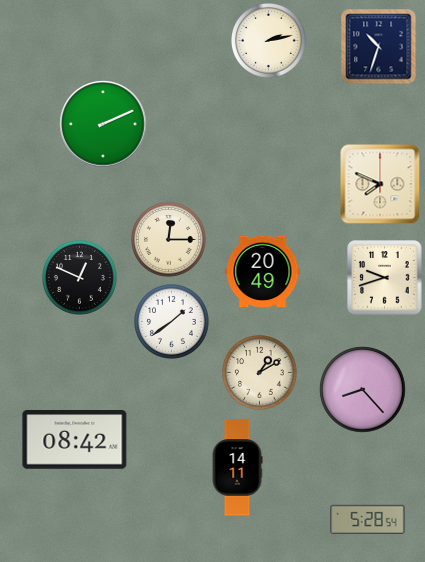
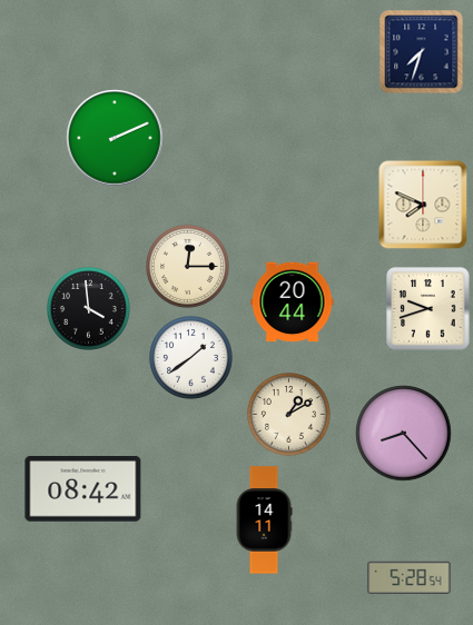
clock at (269, 41): 2:13 -> none
clock at (379, 47): 10:33 -> 7:33
clock at (263, 272): 20:49 -> 20:44
clock at (80, 278): 12:49 -> 3:59
